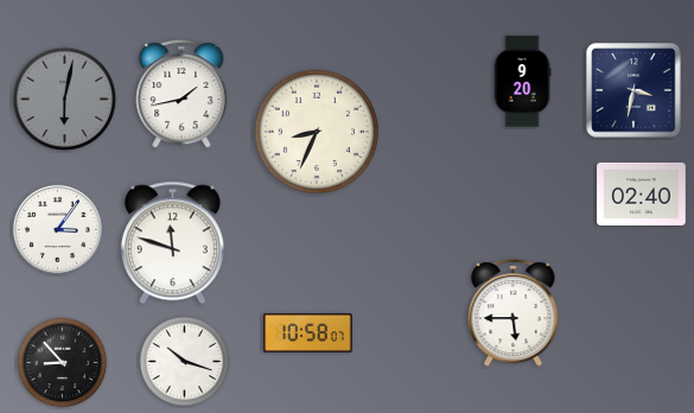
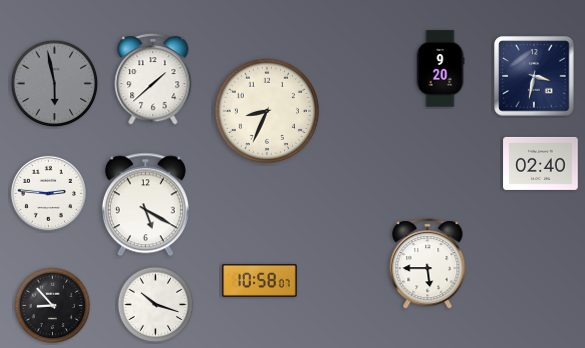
clock at (182, 94): 1:43 -> 1:38
clock at (65, 100): 6:02 -> 5:58
clock at (57, 229): 3:06 -> 2:46
clock at (172, 243): 11:48 -> 5:20
clock at (514, 313) position: (514, 313) -> (428, 264)
